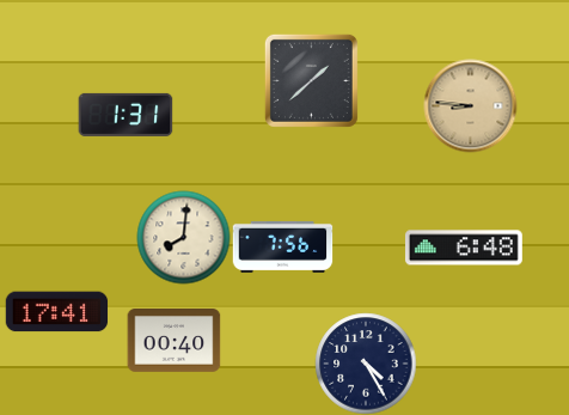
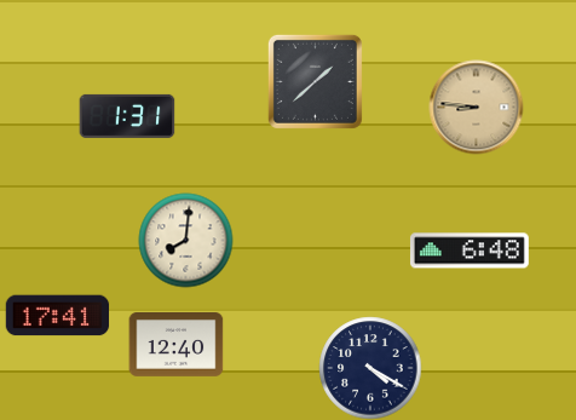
clock at (282, 246): 7:56 -> none
clock at (173, 341): 00:40 -> 12:40
clock at (366, 364): 4:25 -> 4:20
